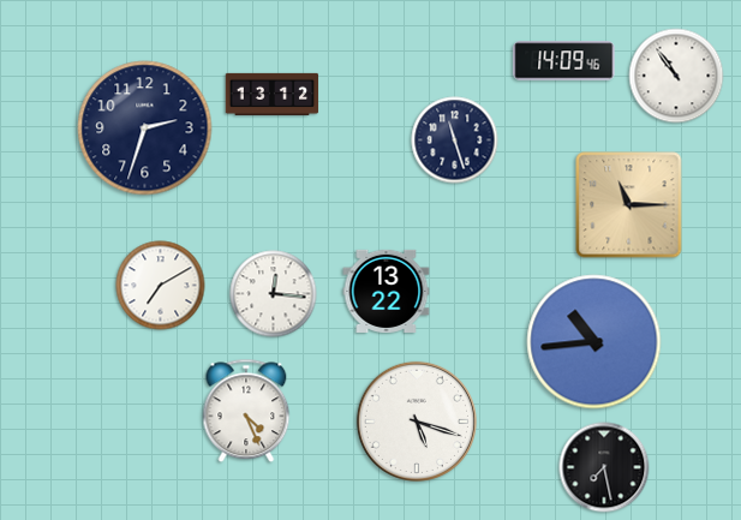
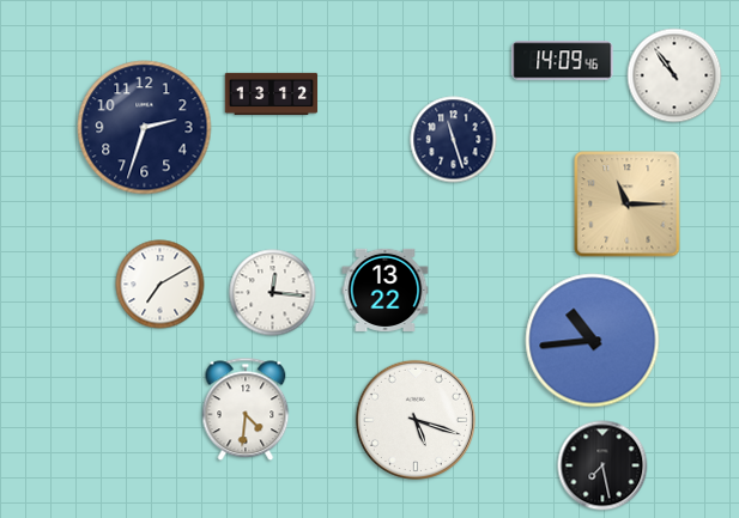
clock at (246, 411): 4:26 -> 4:31
